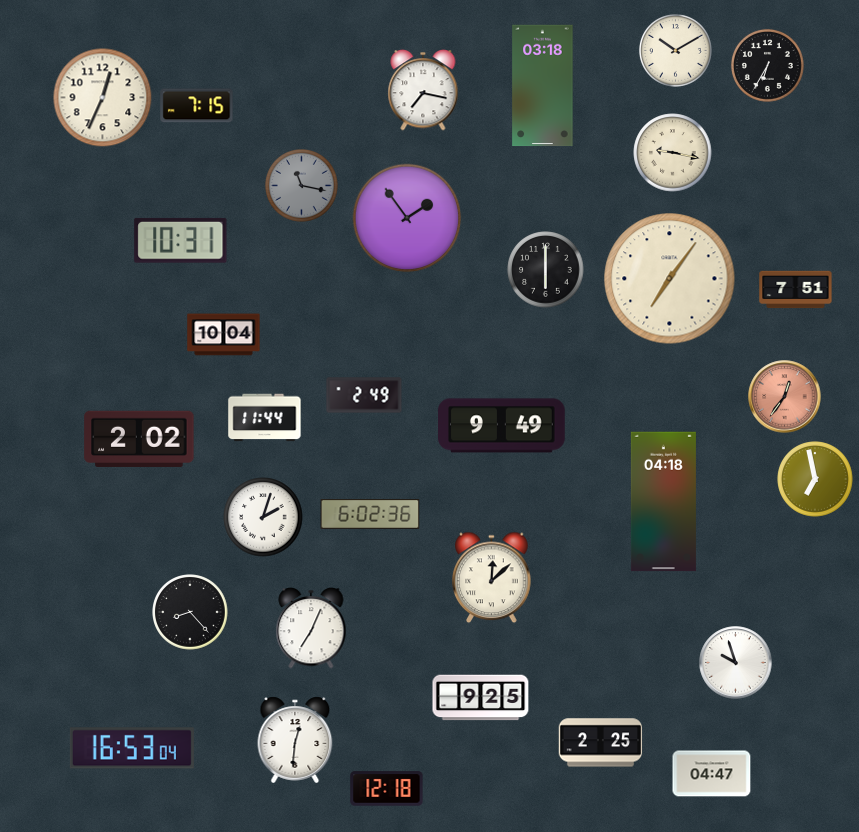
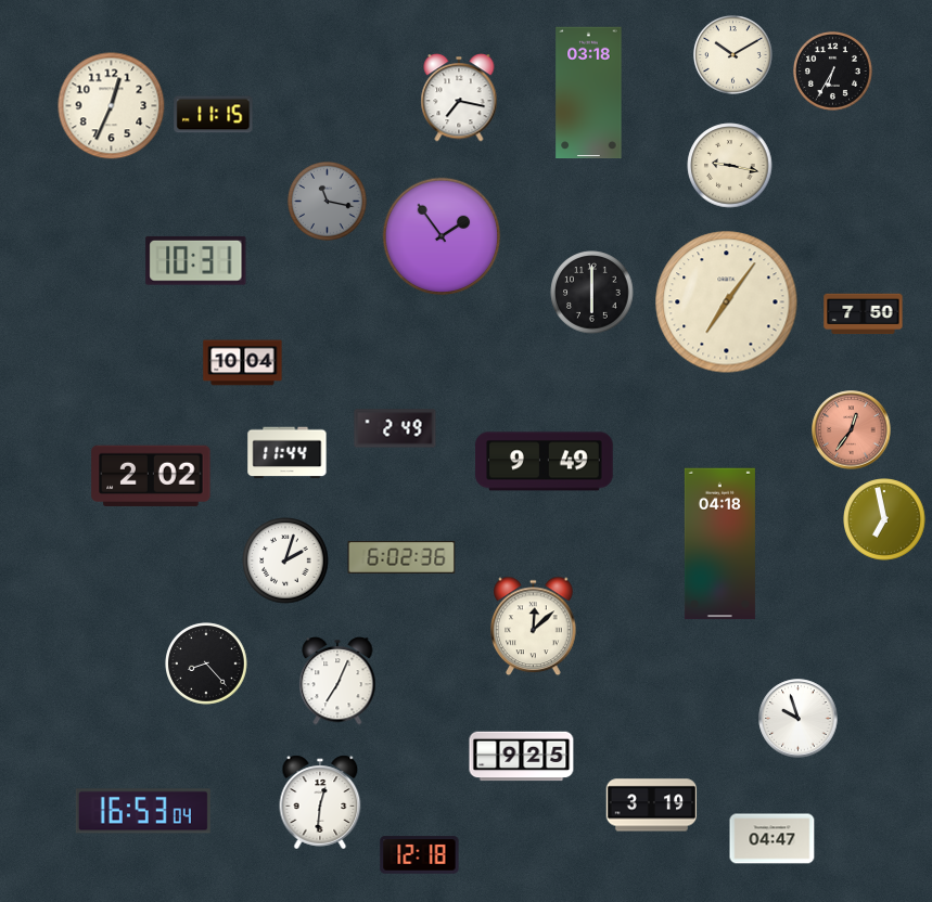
clock at (197, 106): 7:15 -> 11:15
clock at (796, 290): 7:51 -> 7:50
clock at (601, 743): 2:25 -> 3:19
